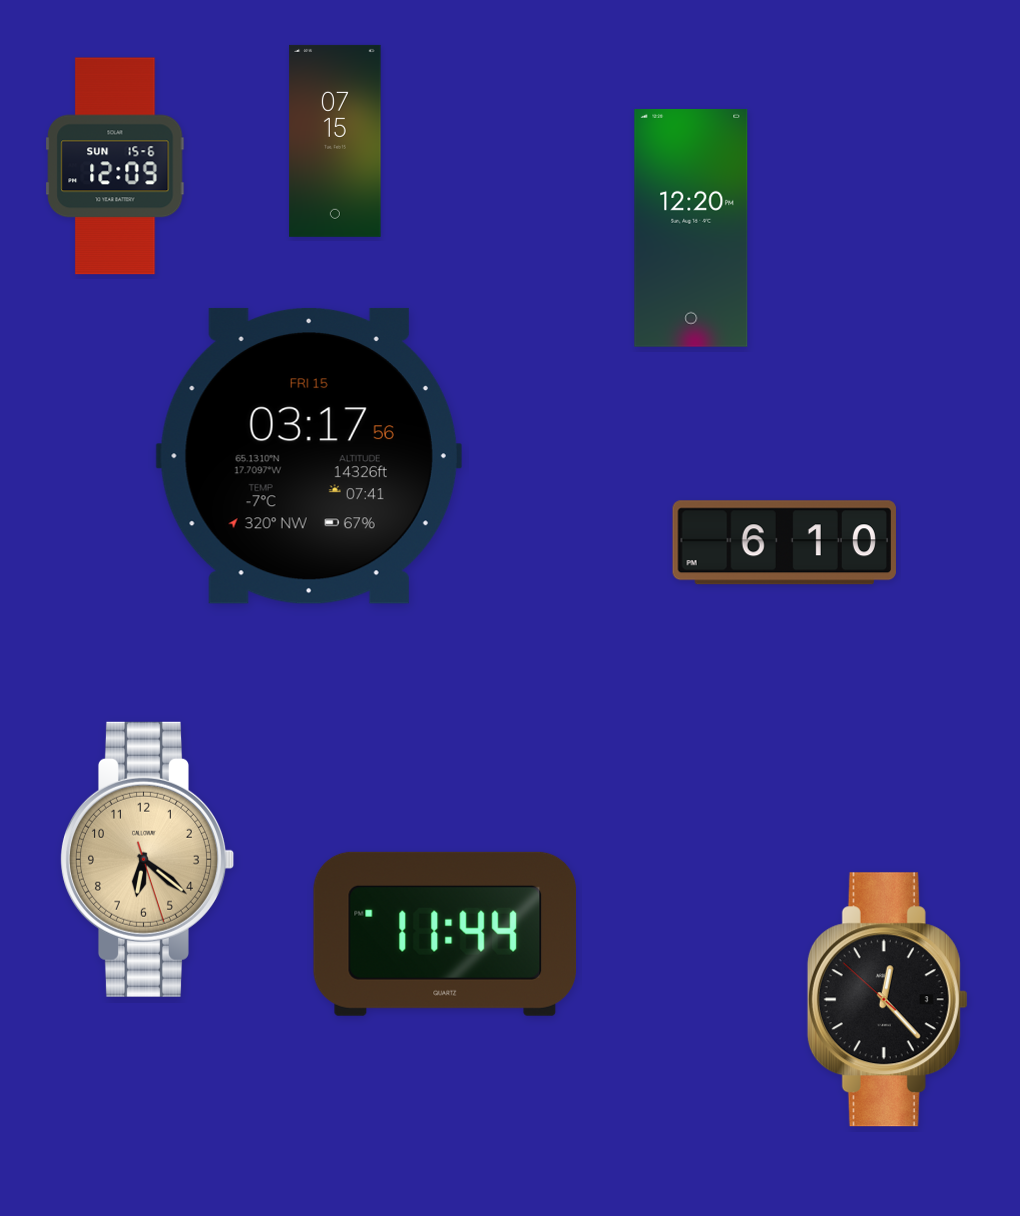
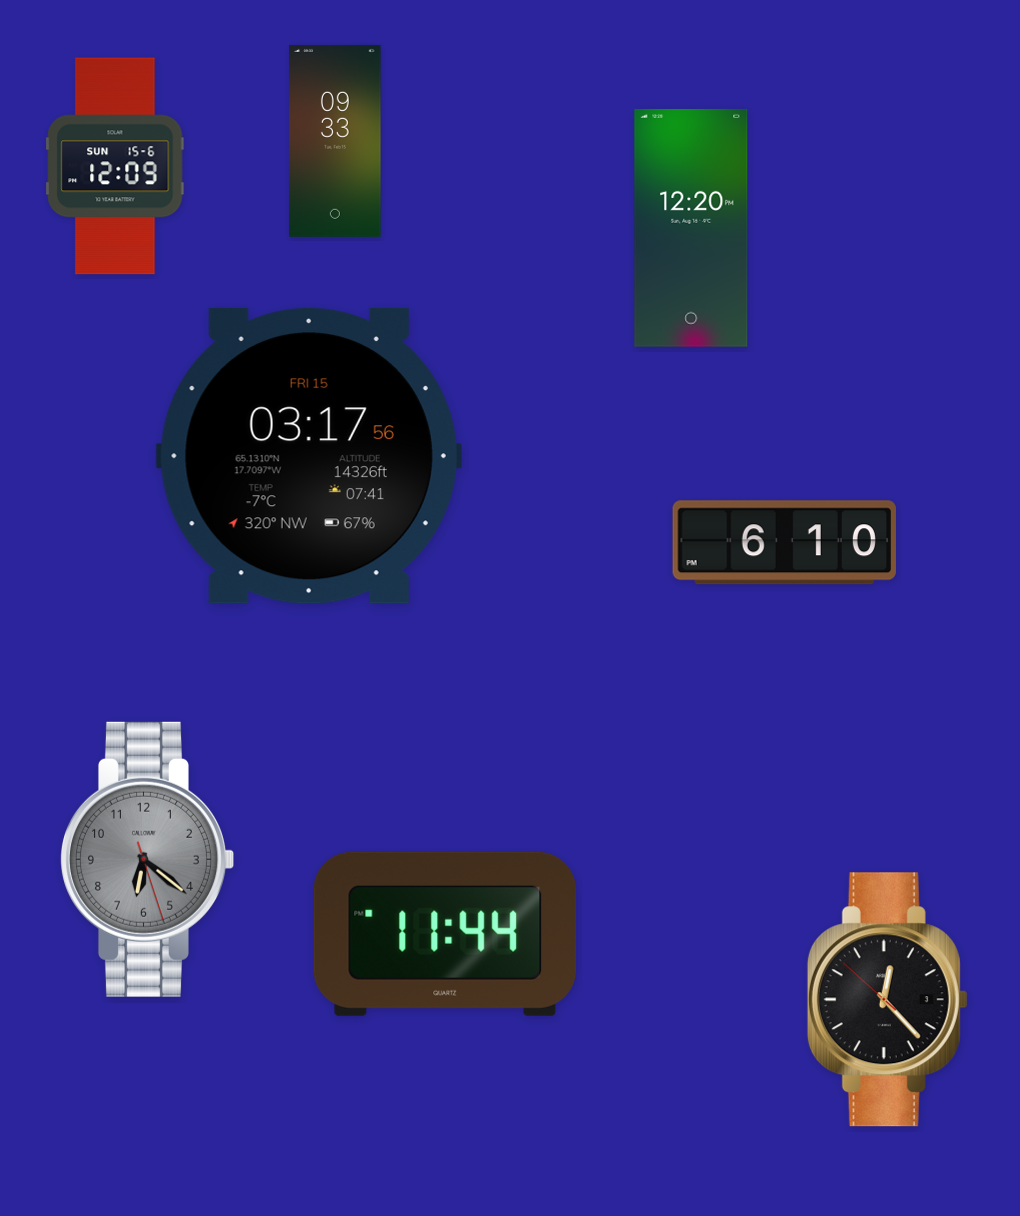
clock at (335, 141): 07:15 -> 09:33
clock at (148, 859) dial: champagne -> grey
